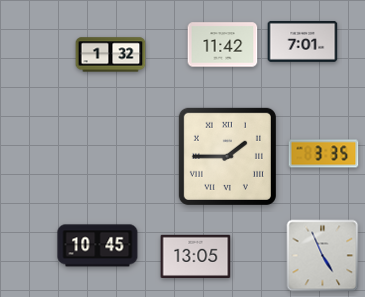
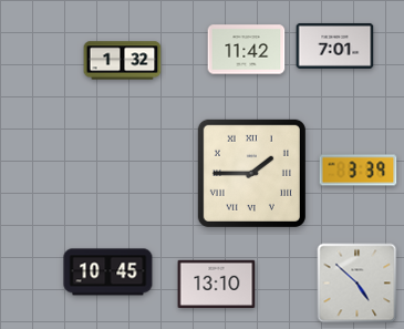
clock at (324, 154): 3:35 -> 3:39
clock at (196, 256): 13:05 -> 13:10
clock at (323, 256): 4:56 -> 4:52
